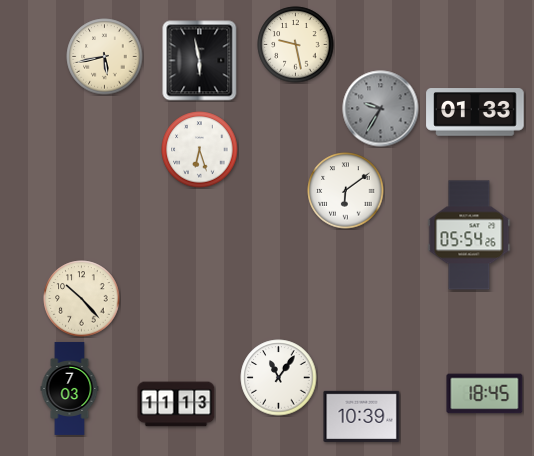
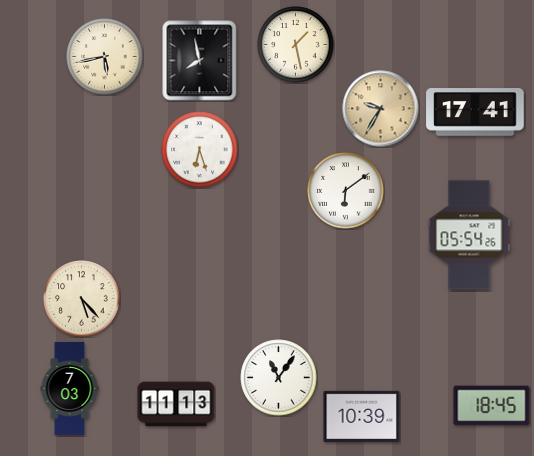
clock at (296, 45): 9:28 -> 1:28
clock at (200, 61): 5:58 -> 7:58
clock at (381, 109) dial: grey -> champagne
clock at (475, 112): 01:33 -> 17:41
clock at (82, 299): 10:23 -> 5:23
clock at (485, 394) position: (485, 394) -> (492, 406)
